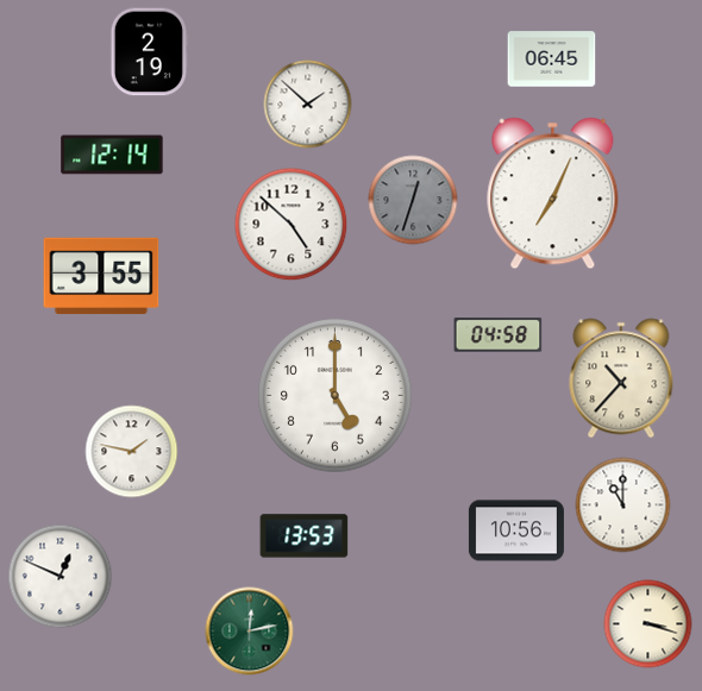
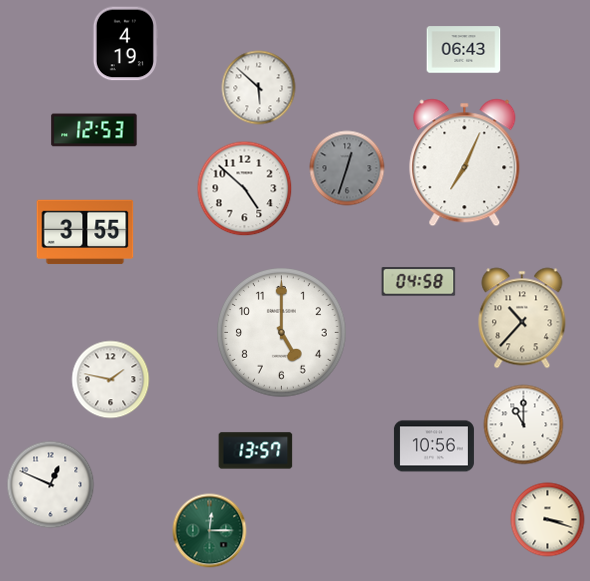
clock at (149, 52): 2:19 -> 4:19
clock at (552, 59): 06:45 -> 06:43
clock at (308, 105): 1:52 -> 5:52
clock at (112, 155): 12:14 -> 12:53
clock at (305, 536): 13:53 -> 13:57
clock at (648, 624) position: (648, 624) -> (548, 520)
clock at (250, 632): 12:13 -> 12:15
